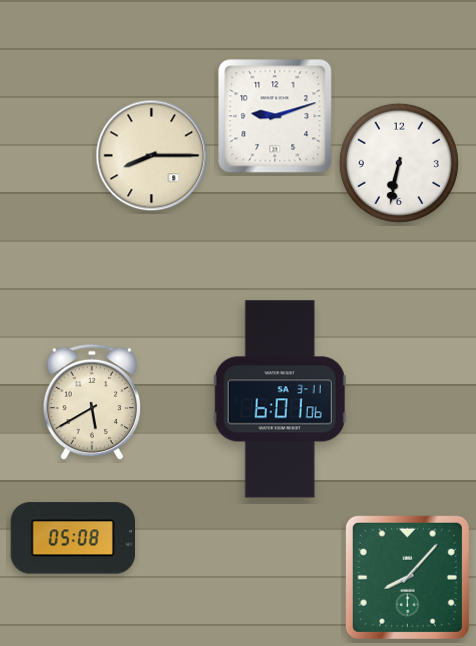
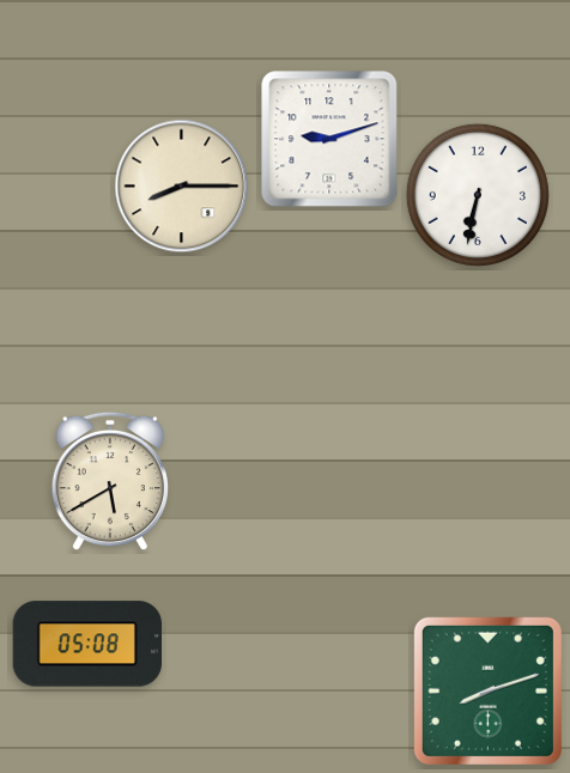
clock at (280, 399): 6:01 -> none
clock at (407, 577): 8:07 -> 8:12
